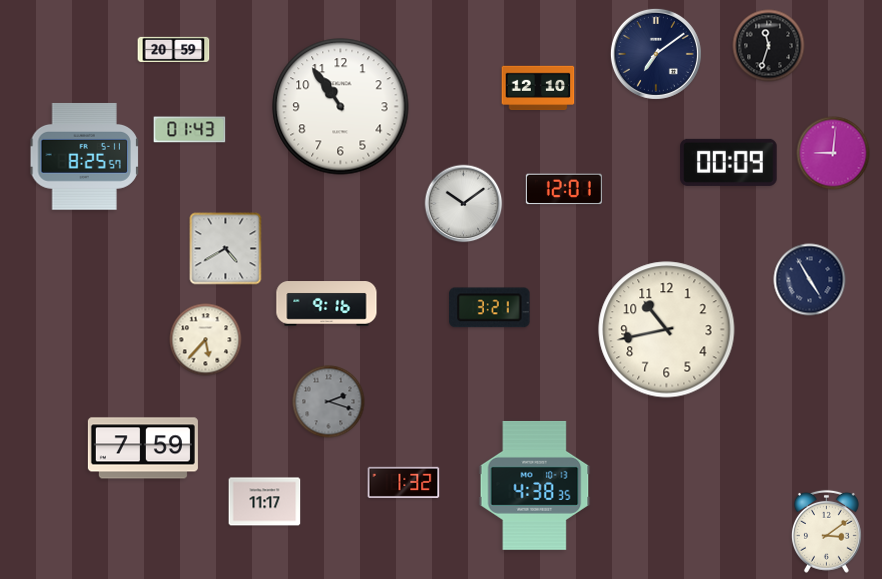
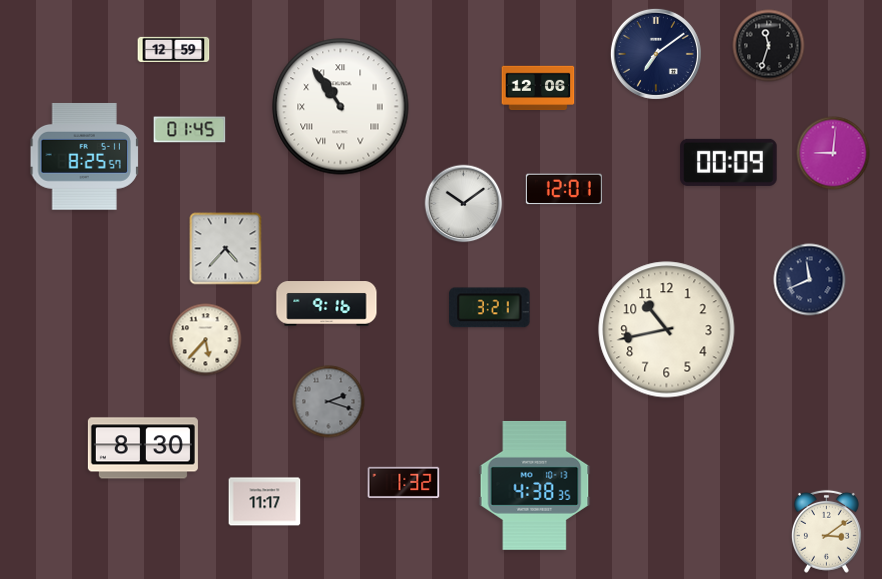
clock at (174, 49): 20:59 -> 12:59
clock at (538, 88): 12:10 -> 12:06
clock at (341, 107) numerals: Arabic -> Roman
clock at (190, 130): 01:43 -> 01:45
clock at (226, 249): 4:40 -> 4:37
clock at (810, 280): 4:55 -> 11:41
clock at (143, 448): 7:59 -> 8:30
